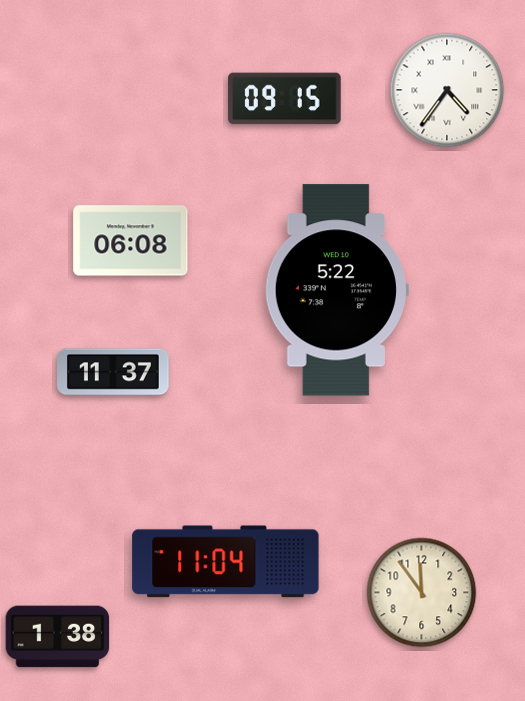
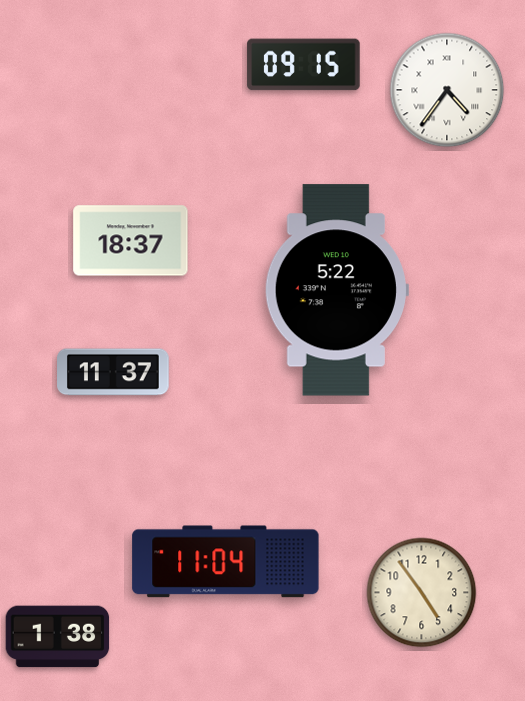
clock at (285, 99) position: (285, 99) -> (304, 65)
clock at (131, 241): 06:08 -> 18:37
clock at (422, 593): 11:54 -> 4:54
